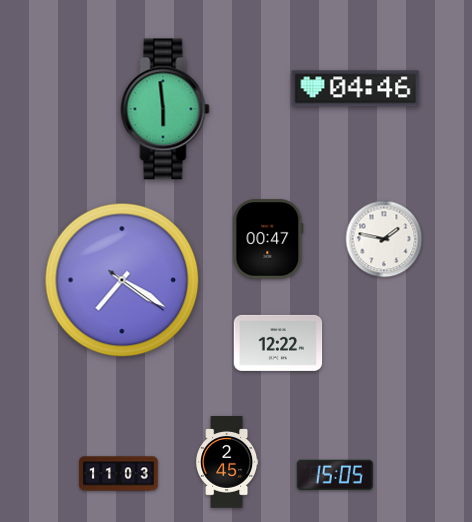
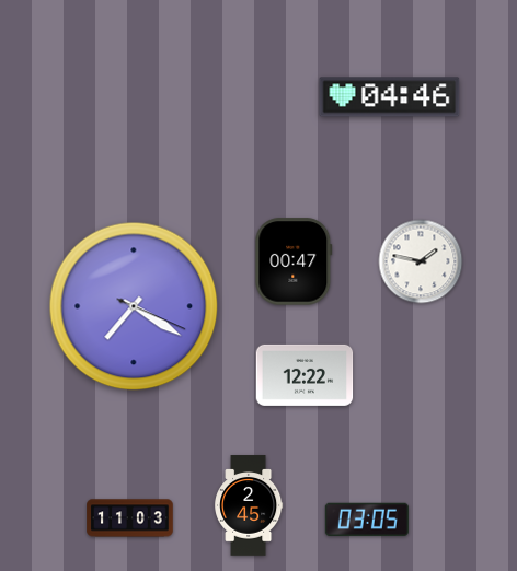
clock at (165, 109): 5:59 -> none
clock at (122, 280): 7:20:21 -> 7:20:19
clock at (335, 475): 15:05 -> 03:05
